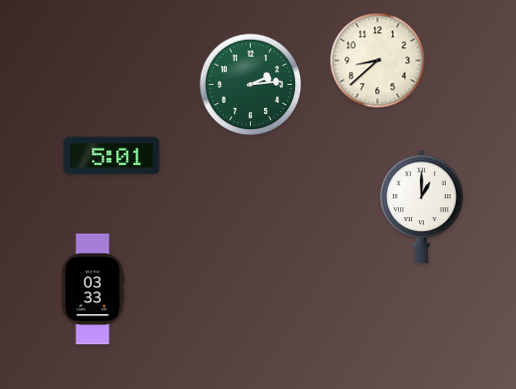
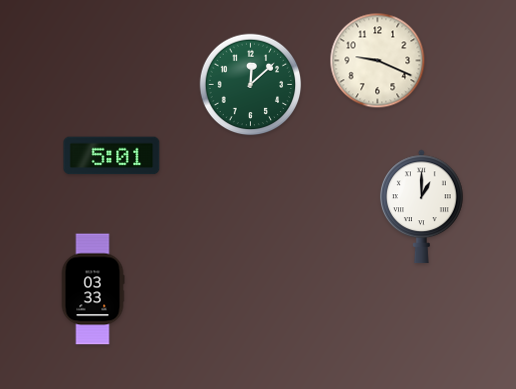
clock at (378, 61): 8:38 -> 9:19
clock at (251, 85): 2:14 -> 12:08
